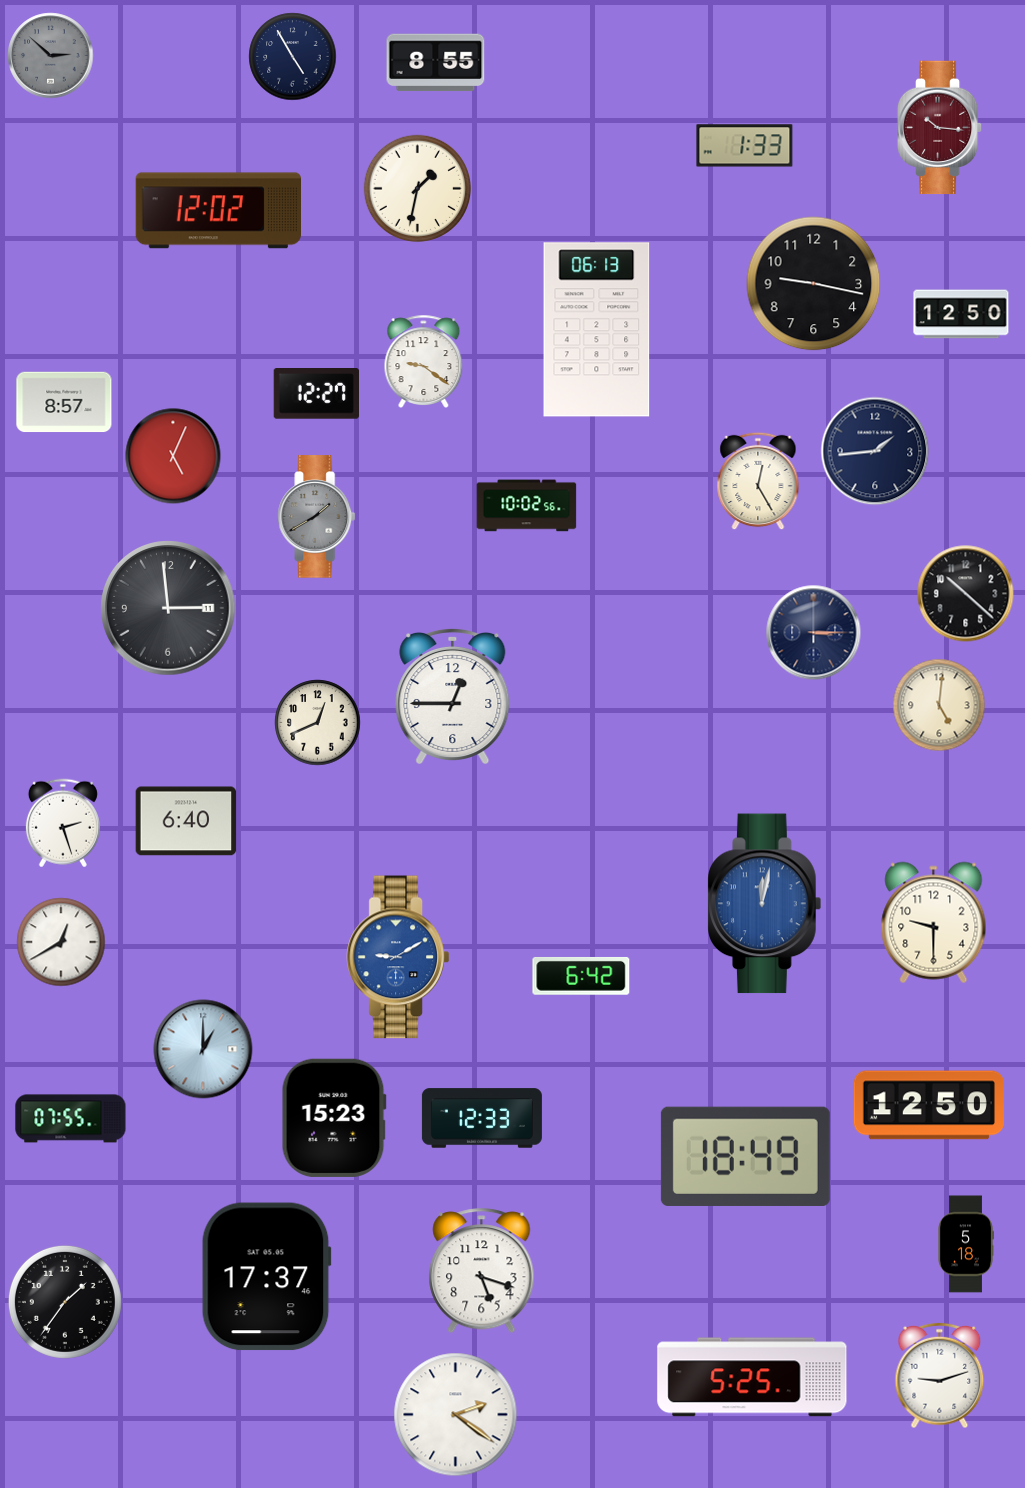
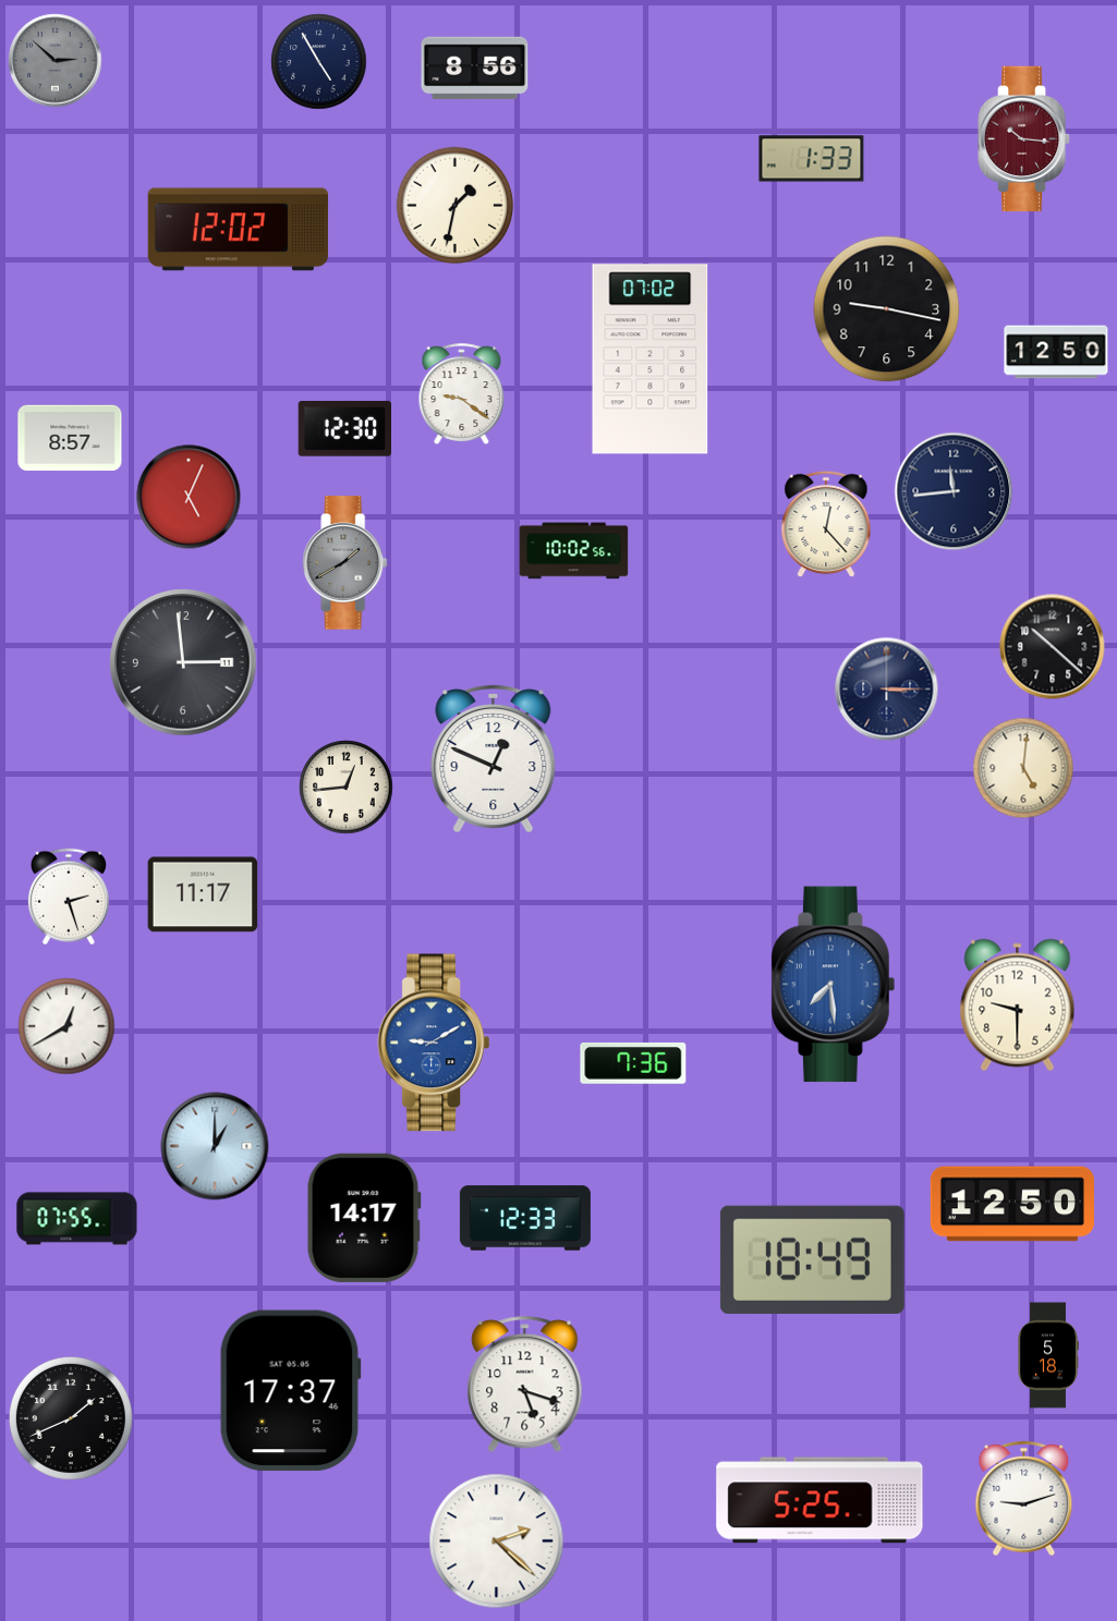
clock at (436, 63): 8:55 -> 8:56
clock at (961, 314) position: (961, 314) -> (1056, 352)
clock at (597, 330): 06:13 -> 07:02
clock at (316, 394): 12:27 -> 12:30
clock at (875, 451): 1:44 -> 11:44
clock at (758, 481): 12:25 -> 12:23
clock at (453, 695): 12:45 -> 12:49
clock at (318, 723): 12:41 -> 12:44
clock at (186, 821): 6:40 -> 11:17
clock at (765, 904): 12:02 -> 7:29
clock at (581, 976): 6:42 -> 7:36
clock at (203, 1049) position: (203, 1049) -> (215, 1146)
clock at (334, 1118): 15:23 -> 14:17
clock at (966, 1244) position: (966, 1244) -> (1048, 1355)
clock at (65, 1302): 1:36 -> 1:41
clock at (456, 1415): 2:21 -> 2:22
